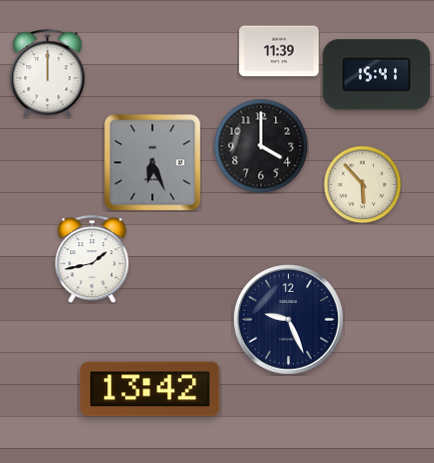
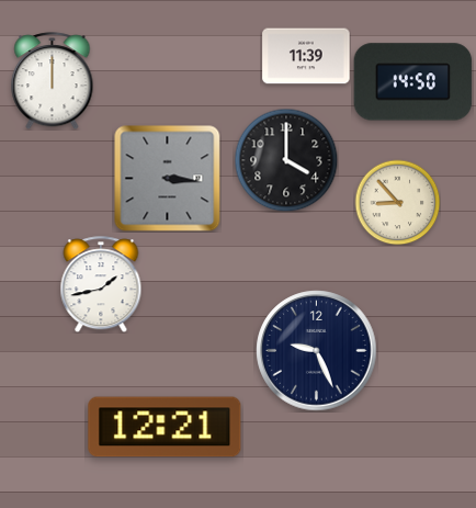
clock at (377, 75): 15:41 -> 14:50
clock at (153, 163): 6:26 -> 3:16
clock at (362, 184): 5:53 -> 8:53
clock at (150, 389): 13:42 -> 12:21
